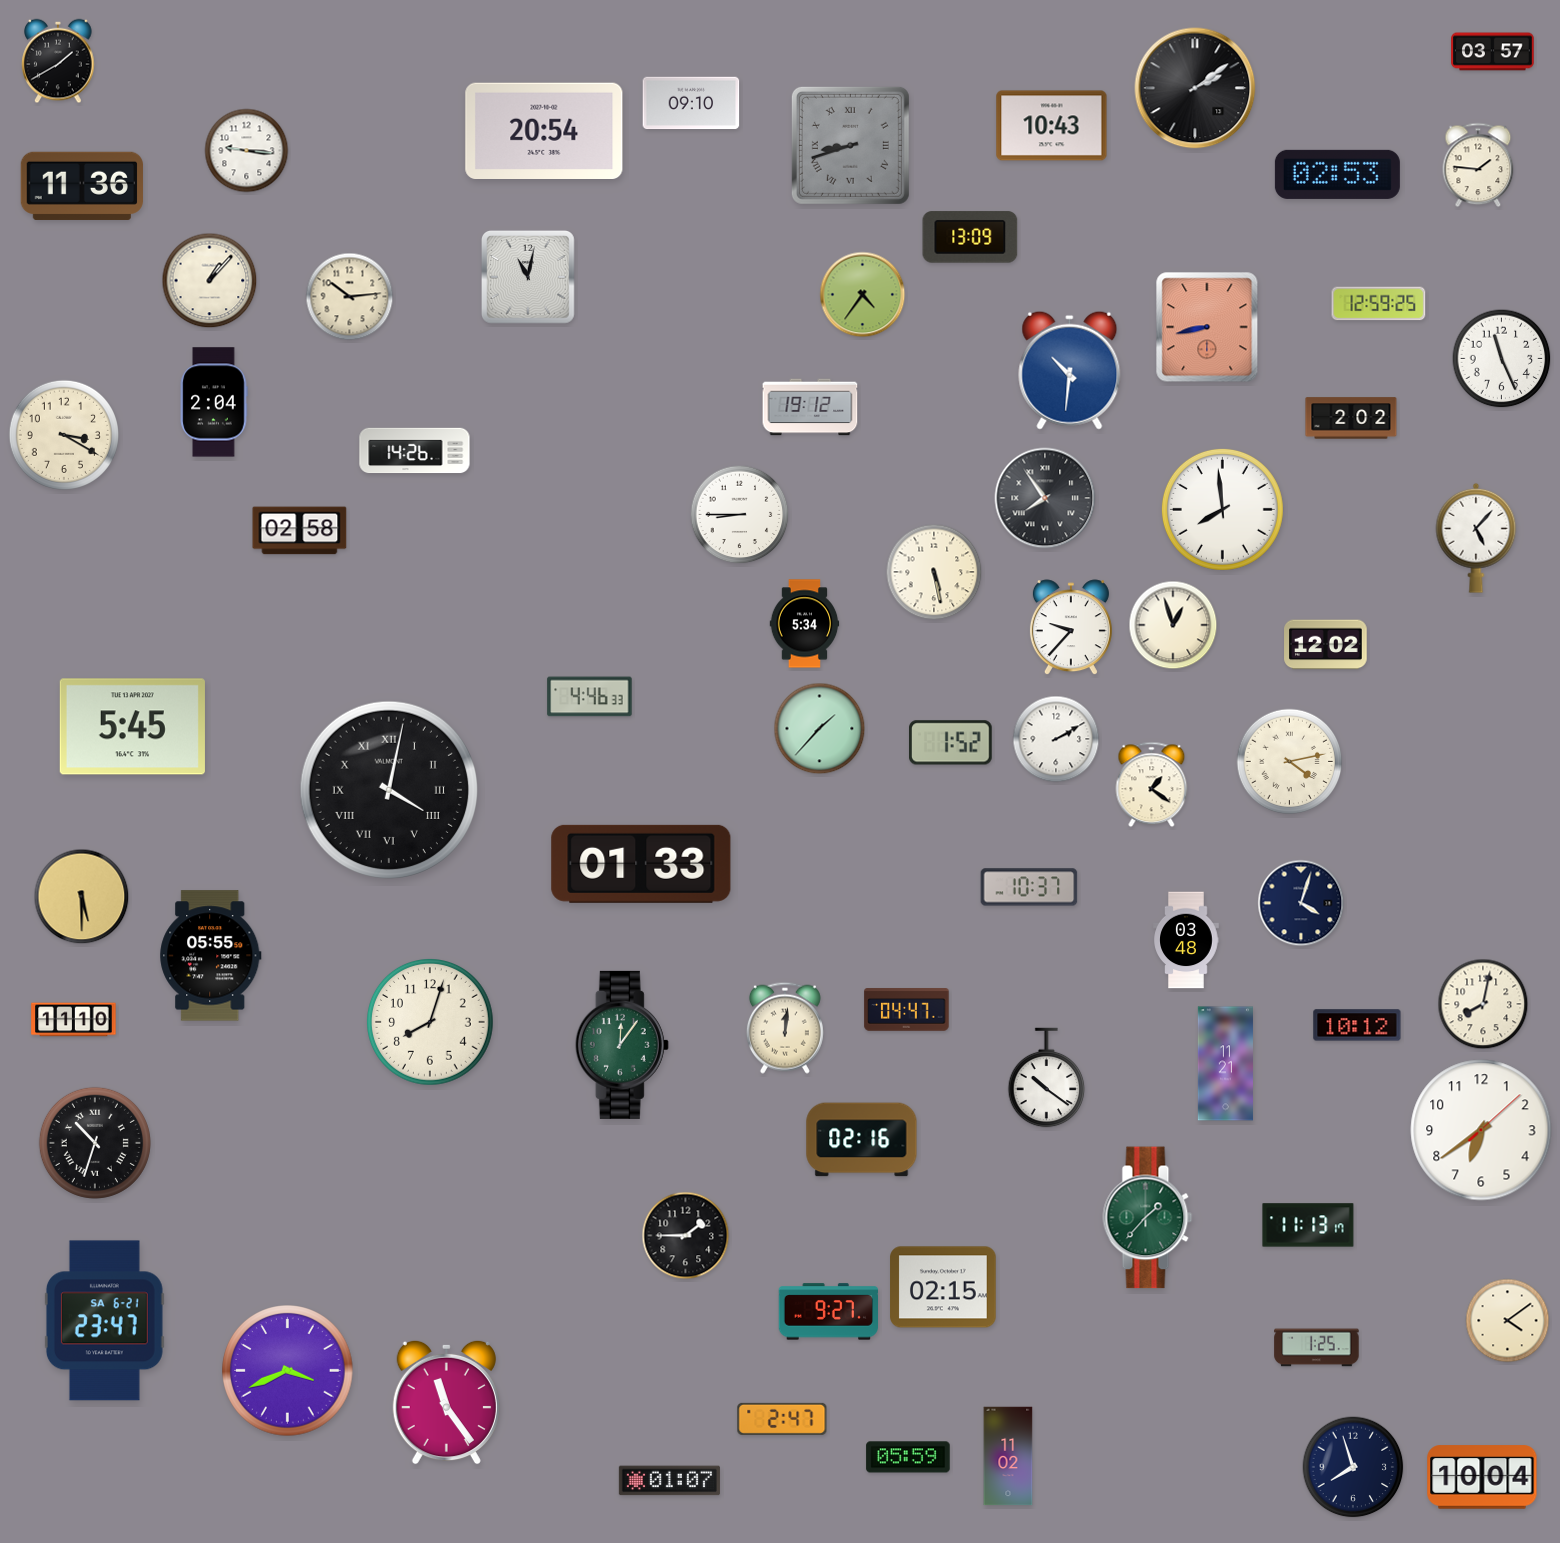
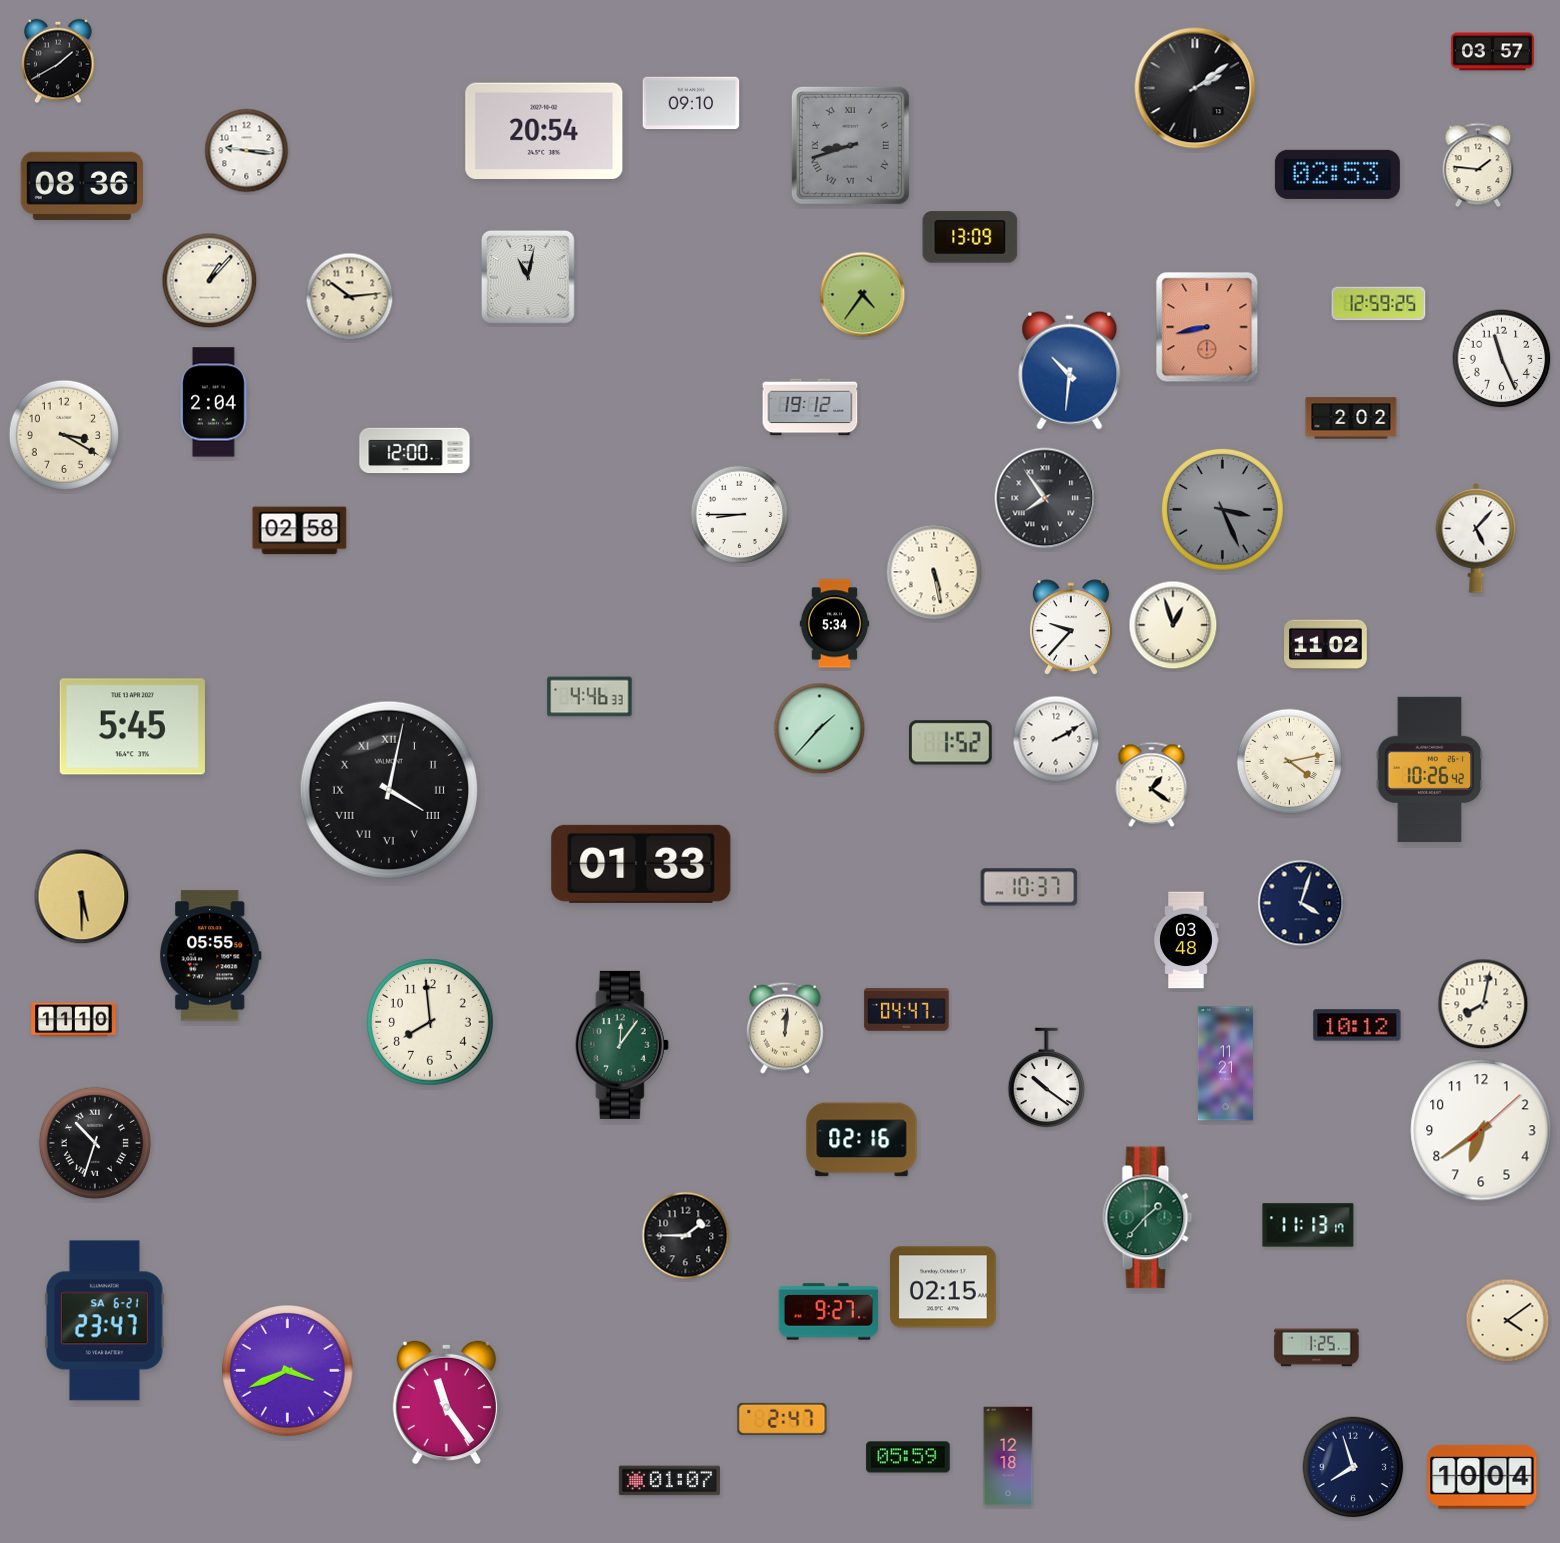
clock at (1052, 126): 10:43 -> none
clock at (82, 186): 11:36 -> 08:36
clock at (415, 451): 14:26 -> 12:00
clock at (1222, 509): 7:59 -> 3:26
clock at (1222, 509) dial: white -> grey
clock at (805, 624) position: (805, 624) -> (835, 624)
clock at (1326, 645): 12:02 -> 11:02
clock at (1430, 769): none -> 10:26
clock at (431, 1023): 8:03 -> 7:59
clock at (1008, 1456): 11:02 -> 12:18
